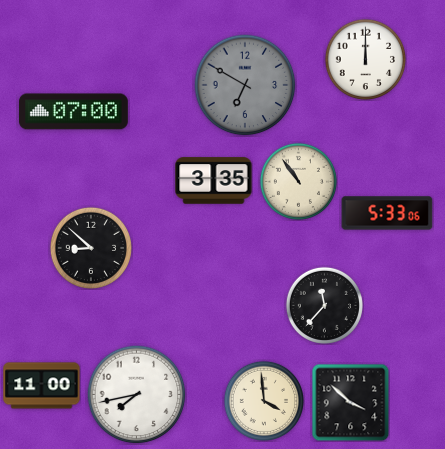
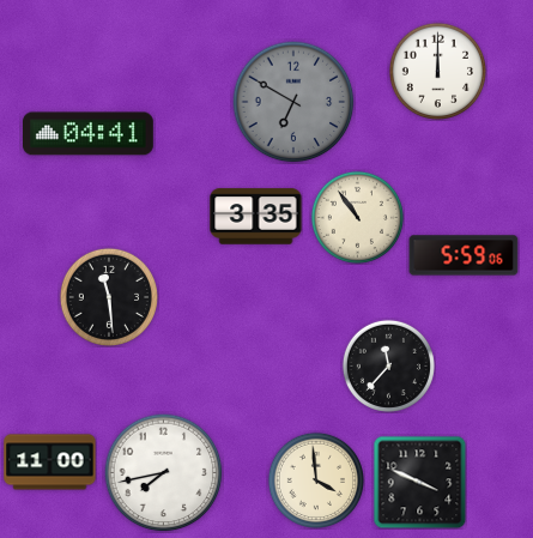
clock at (74, 112): 07:00 -> 04:41
clock at (387, 213): 5:33 -> 5:59
clock at (90, 247): 8:52 -> 11:29
clock at (350, 402): 3:52 -> 3:49
